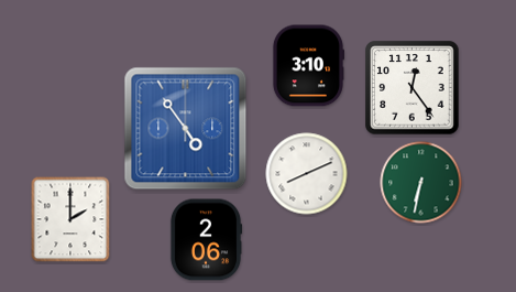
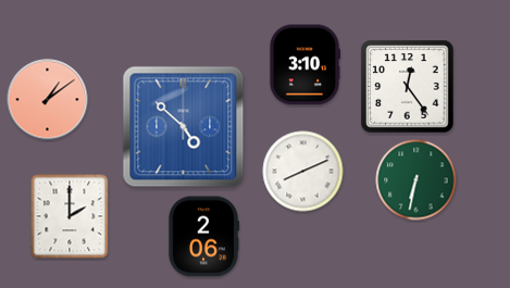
clock at (48, 100): none -> 1:09
clock at (186, 129): 4:54 -> 4:52
